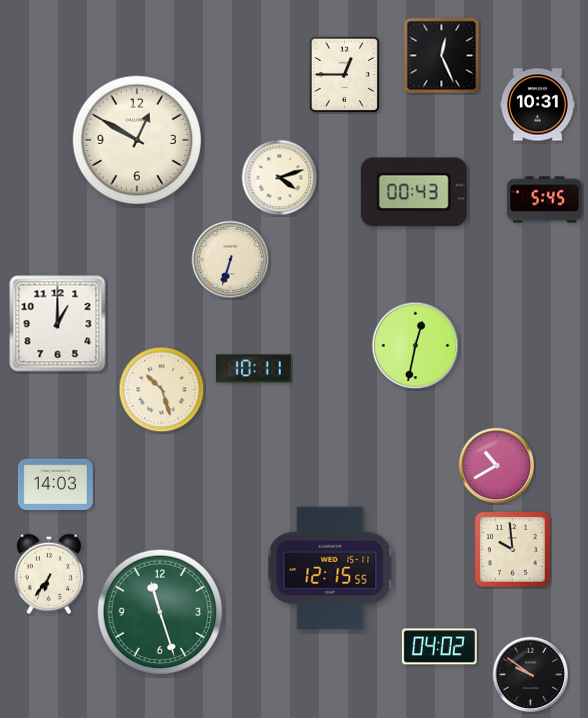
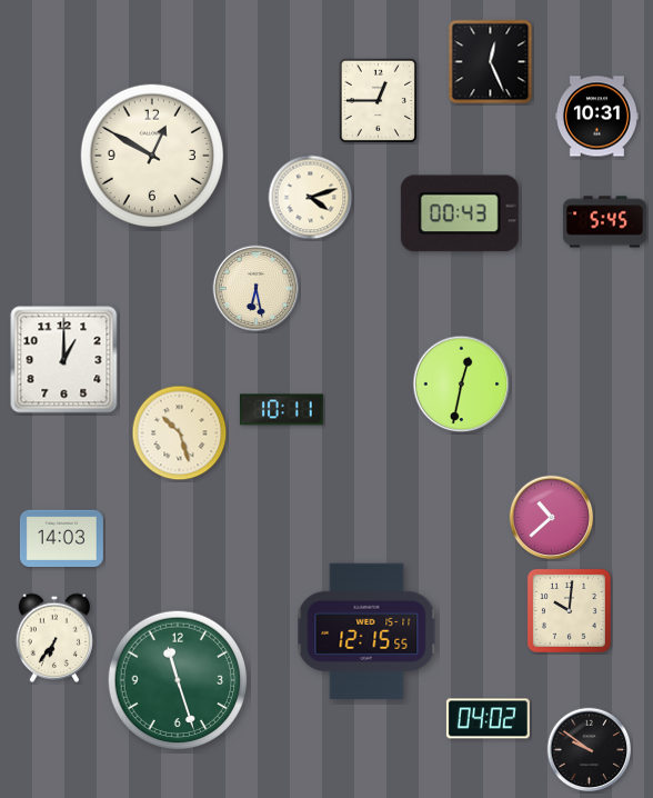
clock at (344, 74) position: (344, 74) -> (378, 100)
clock at (231, 260): 6:33 -> 6:28
clock at (497, 466): 10:40 -> 10:38
clock at (512, 549): 9:59 -> 10:01
